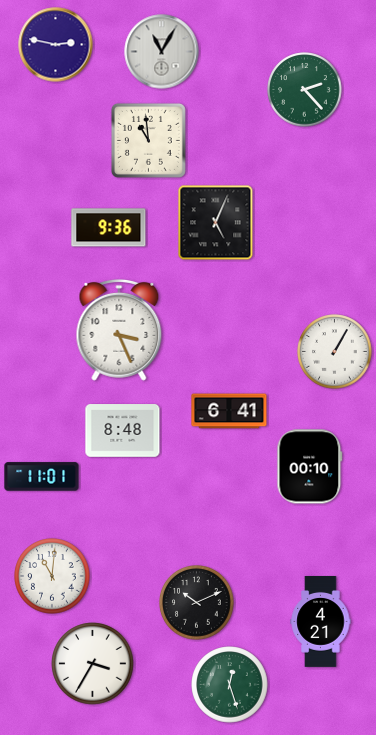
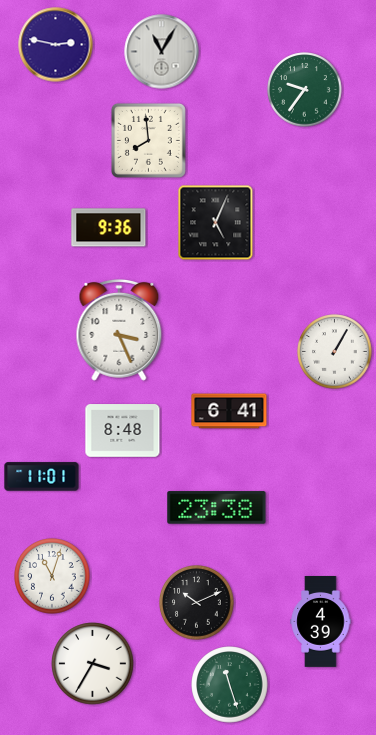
clock at (305, 90): 2:23 -> 9:36
clock at (148, 140): 10:59 -> 7:59
clock at (310, 467): 00:10 -> none
clock at (217, 508): none -> 23:38
clock at (52, 576): 11:01 -> 11:03
clock at (321, 622): 4:21 -> 4:39
clock at (230, 685): 12:27 -> 11:27
